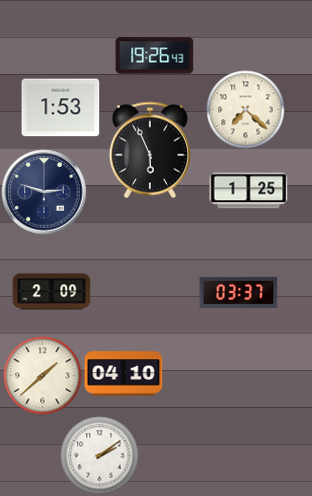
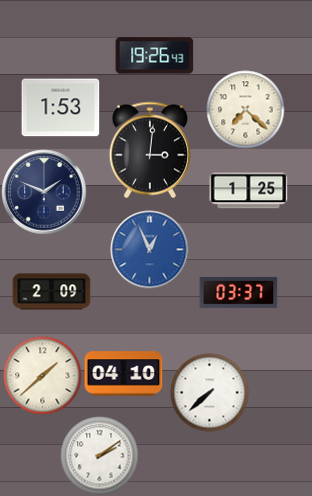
clock at (150, 150): 5:56 -> 3:01
clock at (44, 192): 2:48 -> 1:49
clock at (149, 249): none -> 12:56
clock at (209, 392): none -> 7:38
